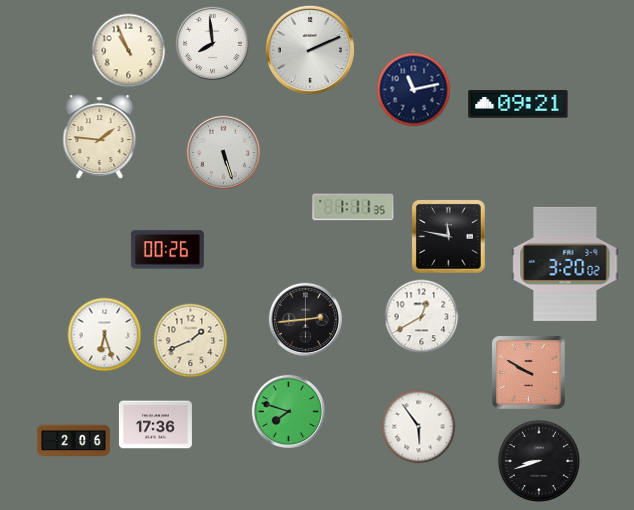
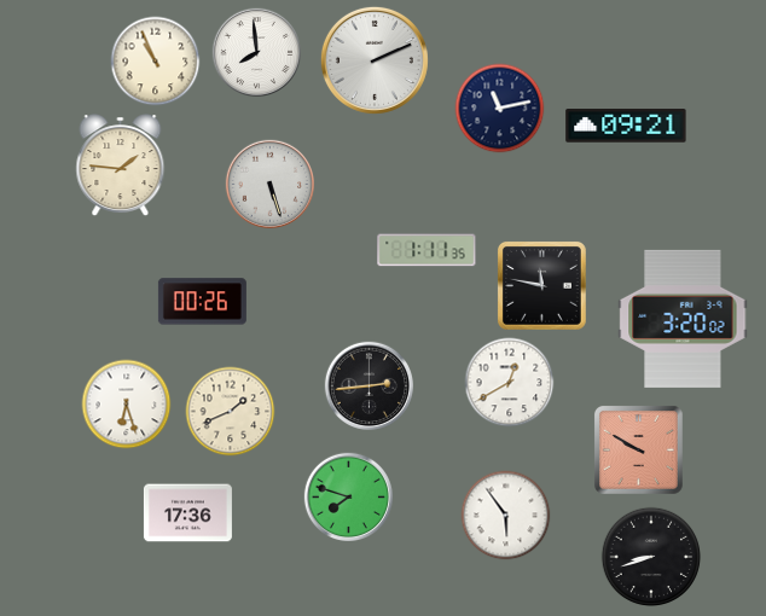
clock at (73, 441): 2:06 -> none
